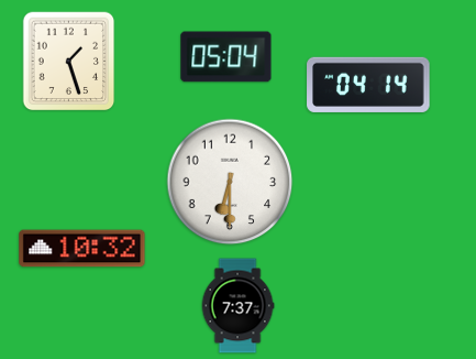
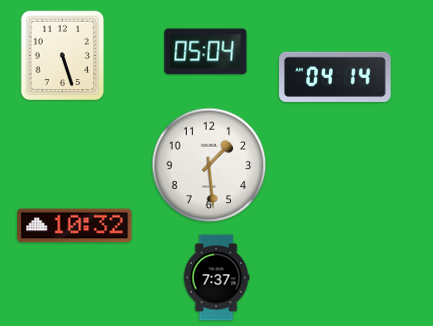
clock at (69, 62): 1:27 -> 5:27
clock at (230, 182): 6:30 -> 1:29
